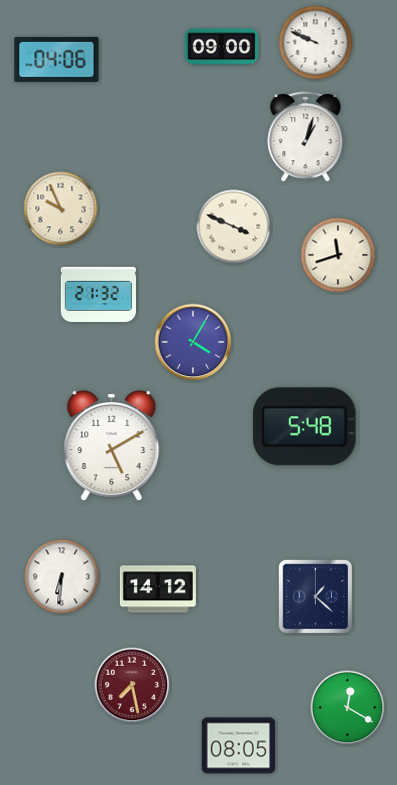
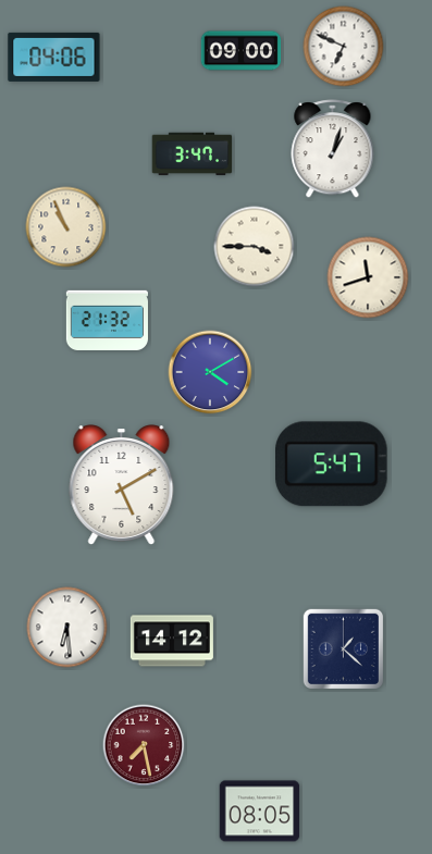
clock at (316, 43): 9:49 -> 6:49
clock at (57, 59) position: (57, 59) -> (54, 57)
clock at (193, 154): none -> 3:47
clock at (61, 209): 9:56 -> 10:56
clock at (234, 227): 3:49 -> 3:45
clock at (193, 342): 4:05 -> 4:10
clock at (305, 427): 5:48 -> 5:47
clock at (62, 577): 6:31 -> 6:29
clock at (348, 708): 12:20 -> none
